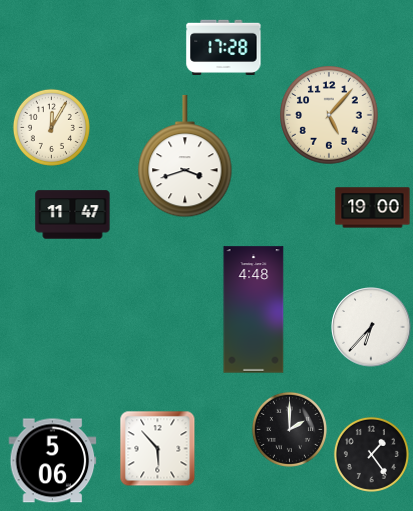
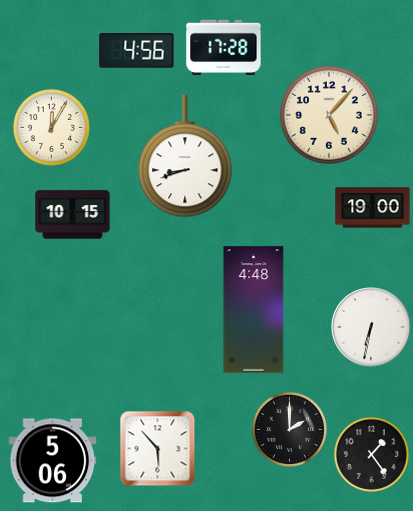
clock at (137, 51): none -> 4:56
clock at (185, 156): 3:42 -> 8:42
clock at (73, 215): 11:47 -> 10:15
clock at (371, 327): 6:37 -> 6:32
